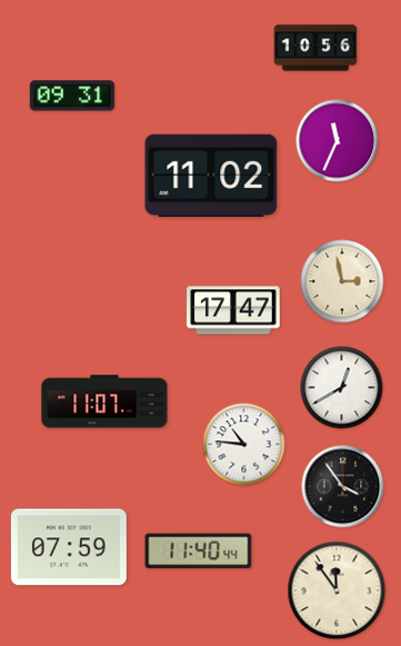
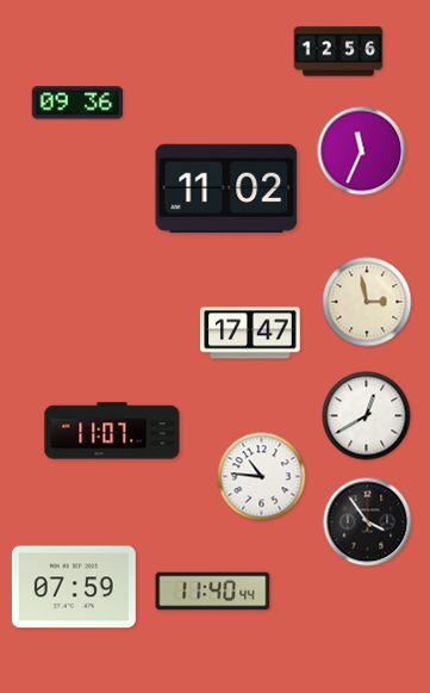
clock at (315, 48): 10:56 -> 12:56
clock at (72, 96): 09:31 -> 09:36
clock at (337, 590): 11:54 -> none
